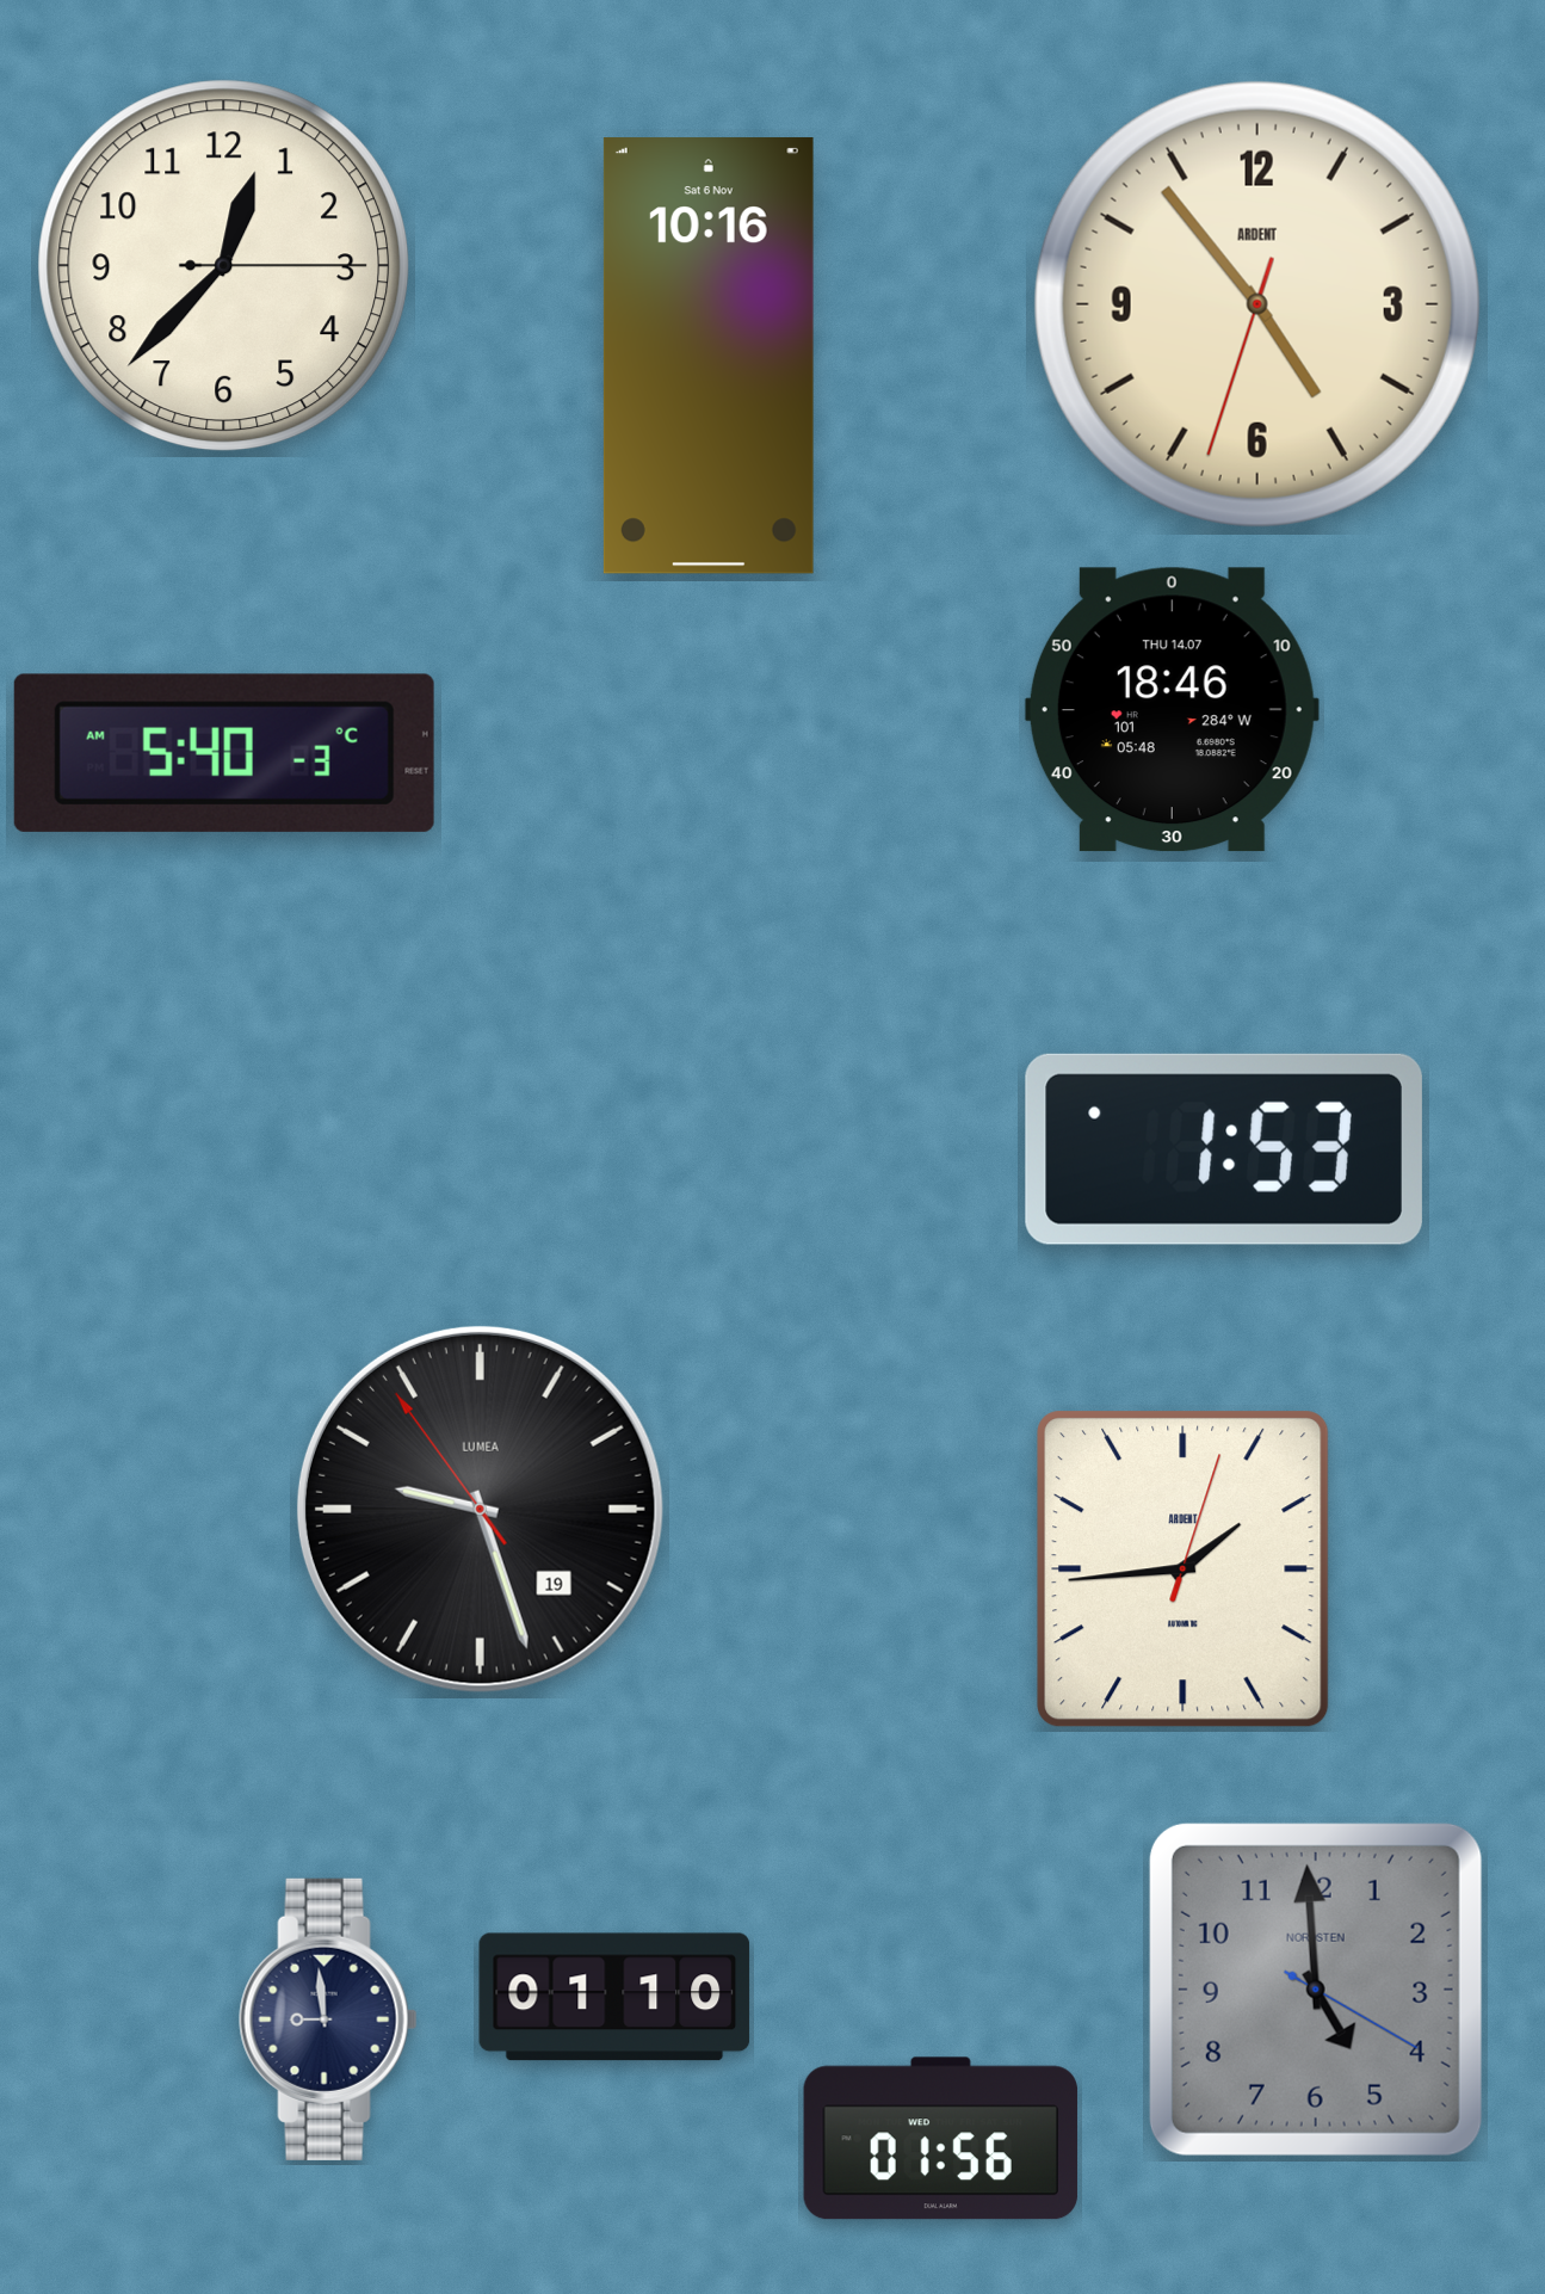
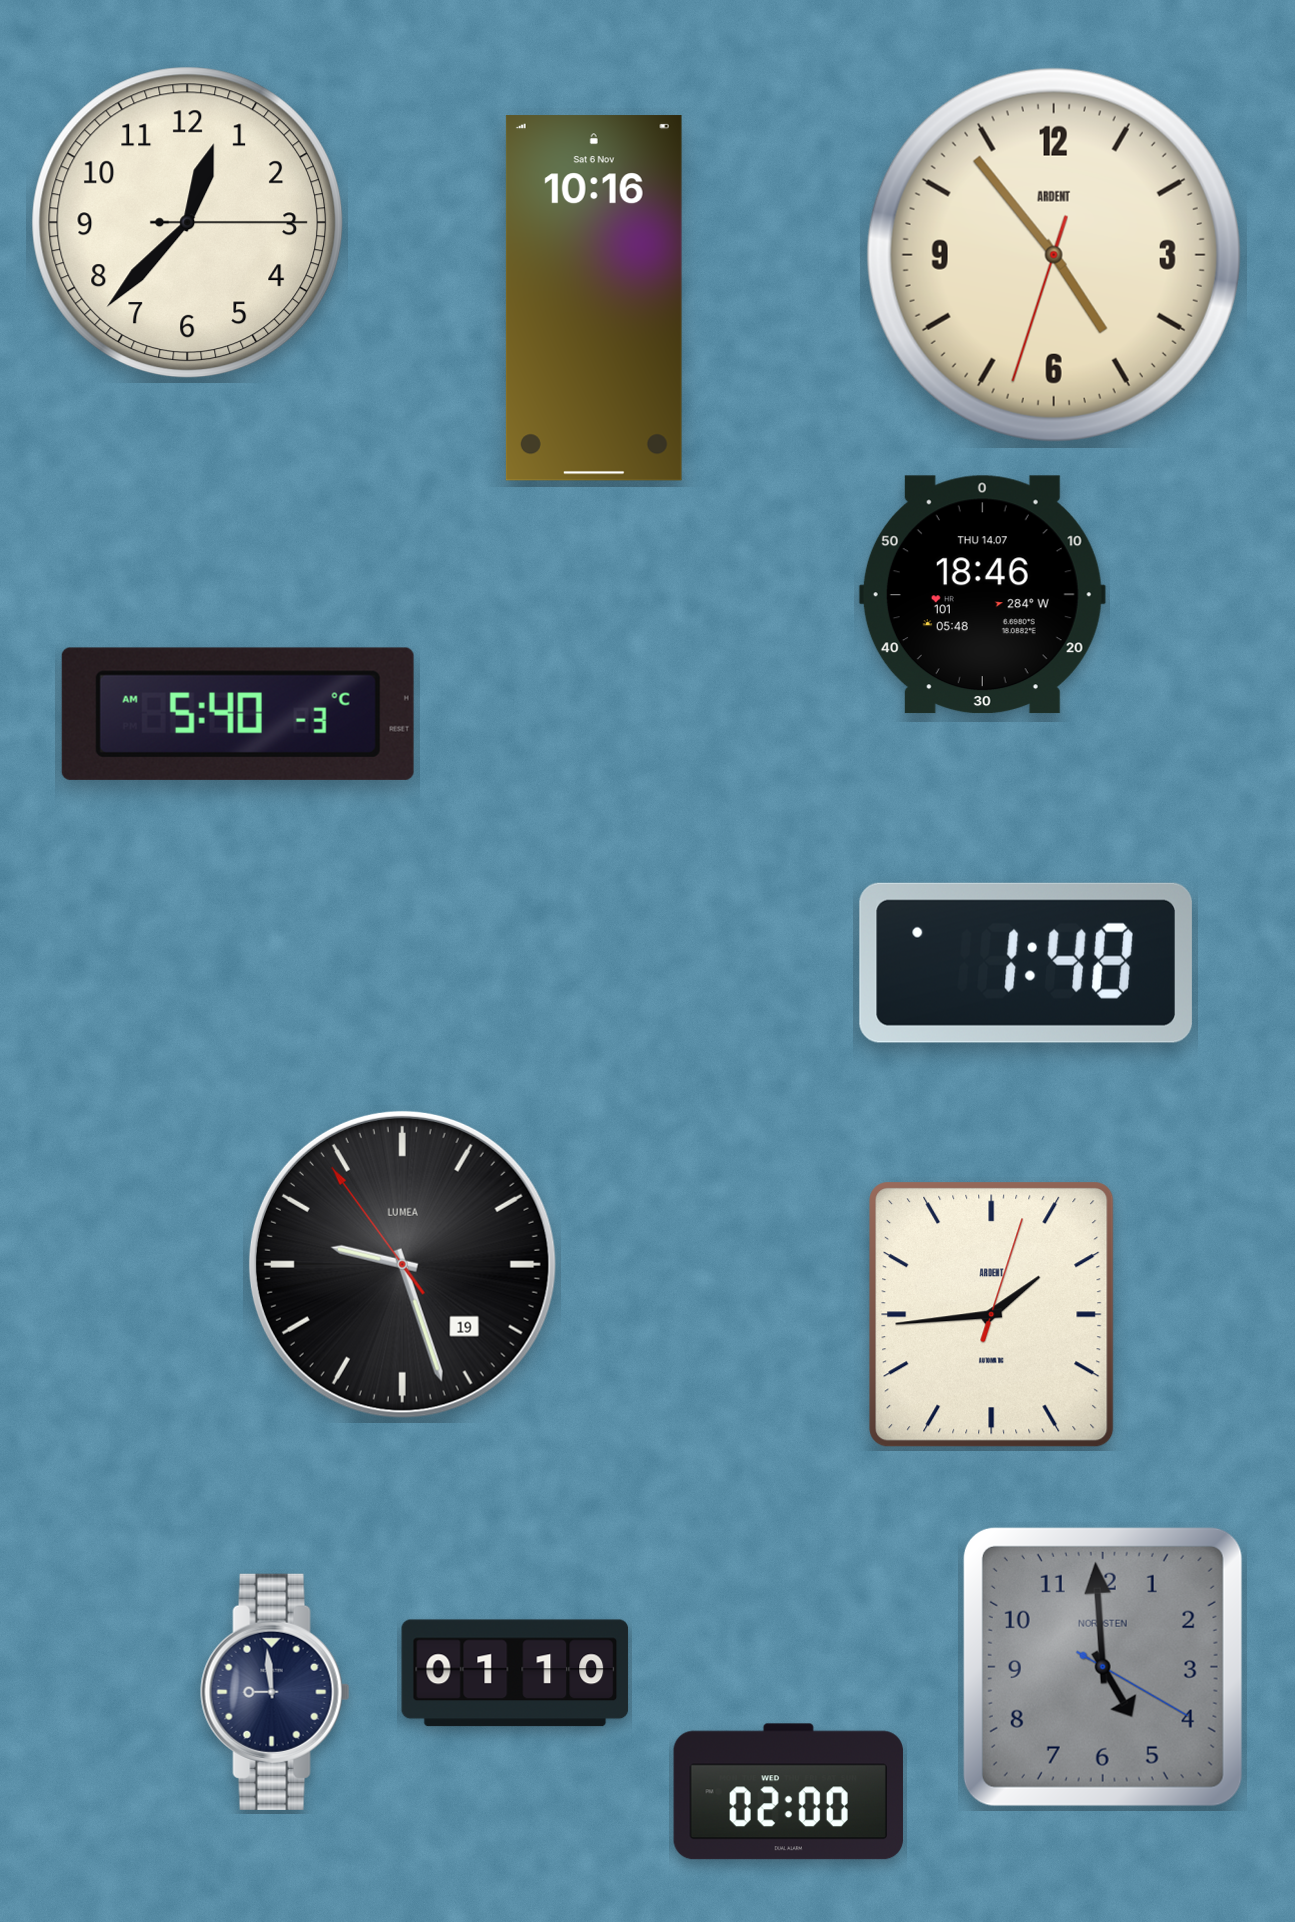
clock at (224, 753) position: (224, 753) -> (238, 714)
clock at (1224, 1149): 1:53 -> 1:48
clock at (940, 2139): 01:56 -> 02:00
